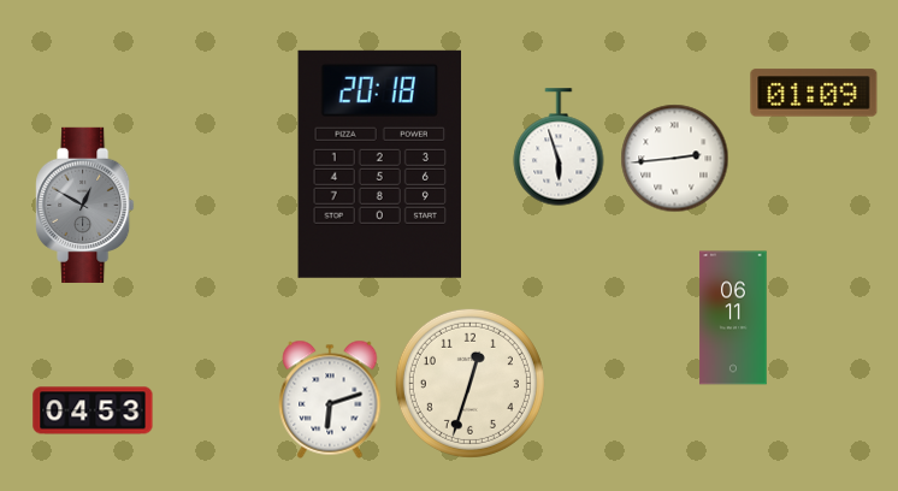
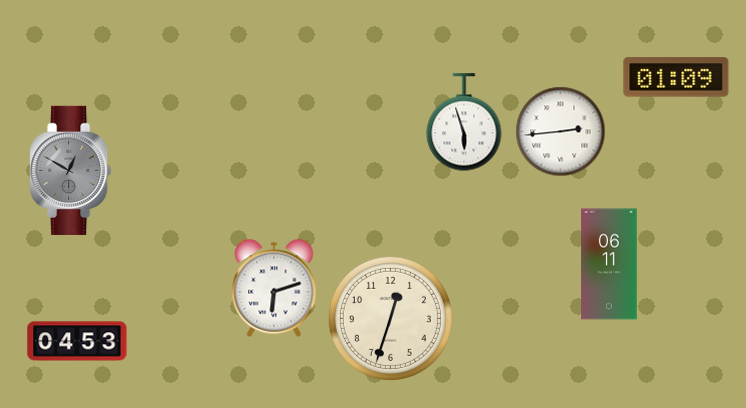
clock at (379, 164): 20:18 -> none
clock at (330, 400) position: (330, 400) -> (274, 288)
